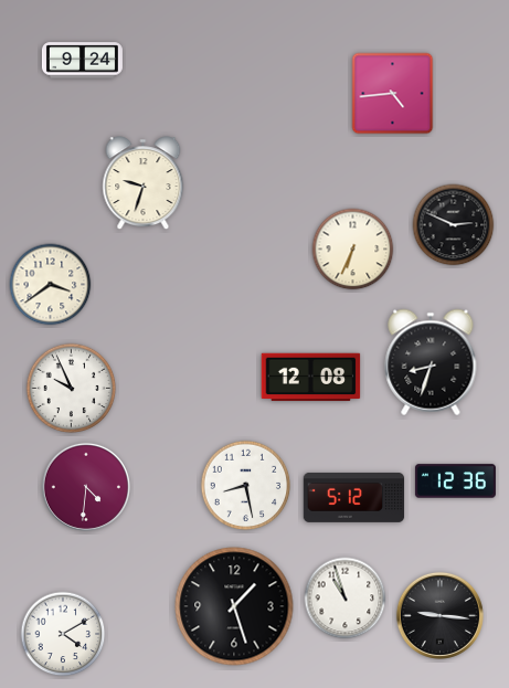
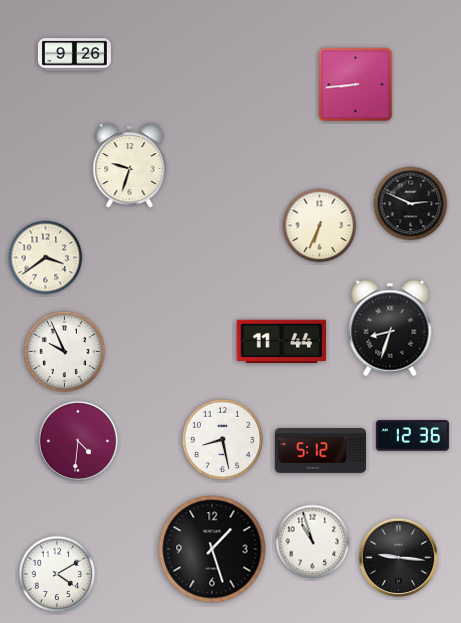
clock at (82, 61): 9:24 -> 9:26
clock at (393, 94): 4:44 -> 8:44
clock at (311, 378): 12:08 -> 11:44
